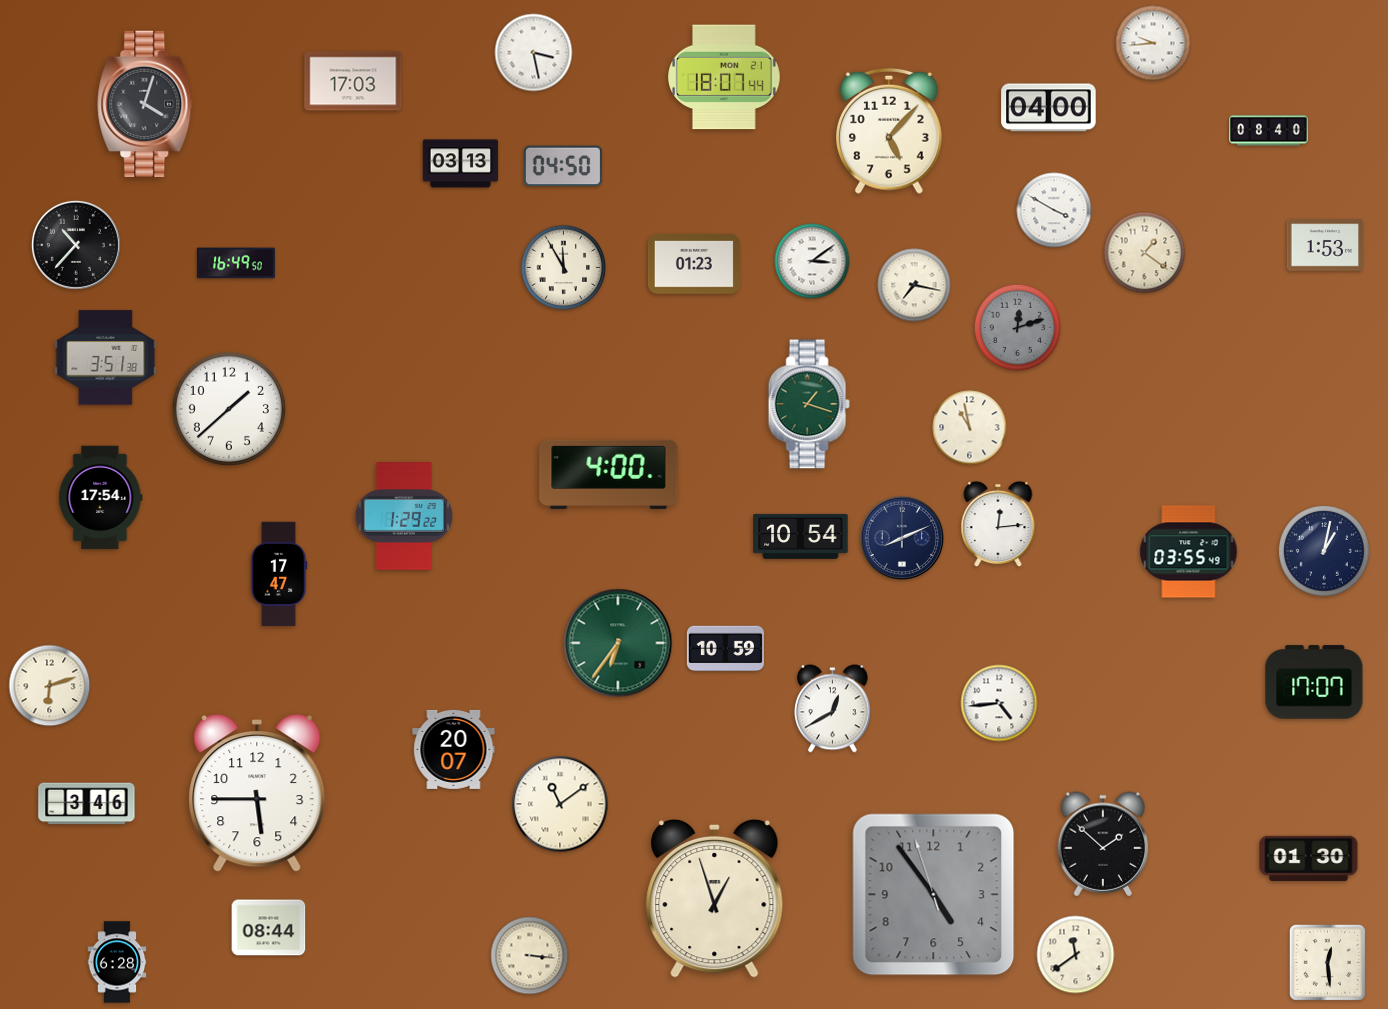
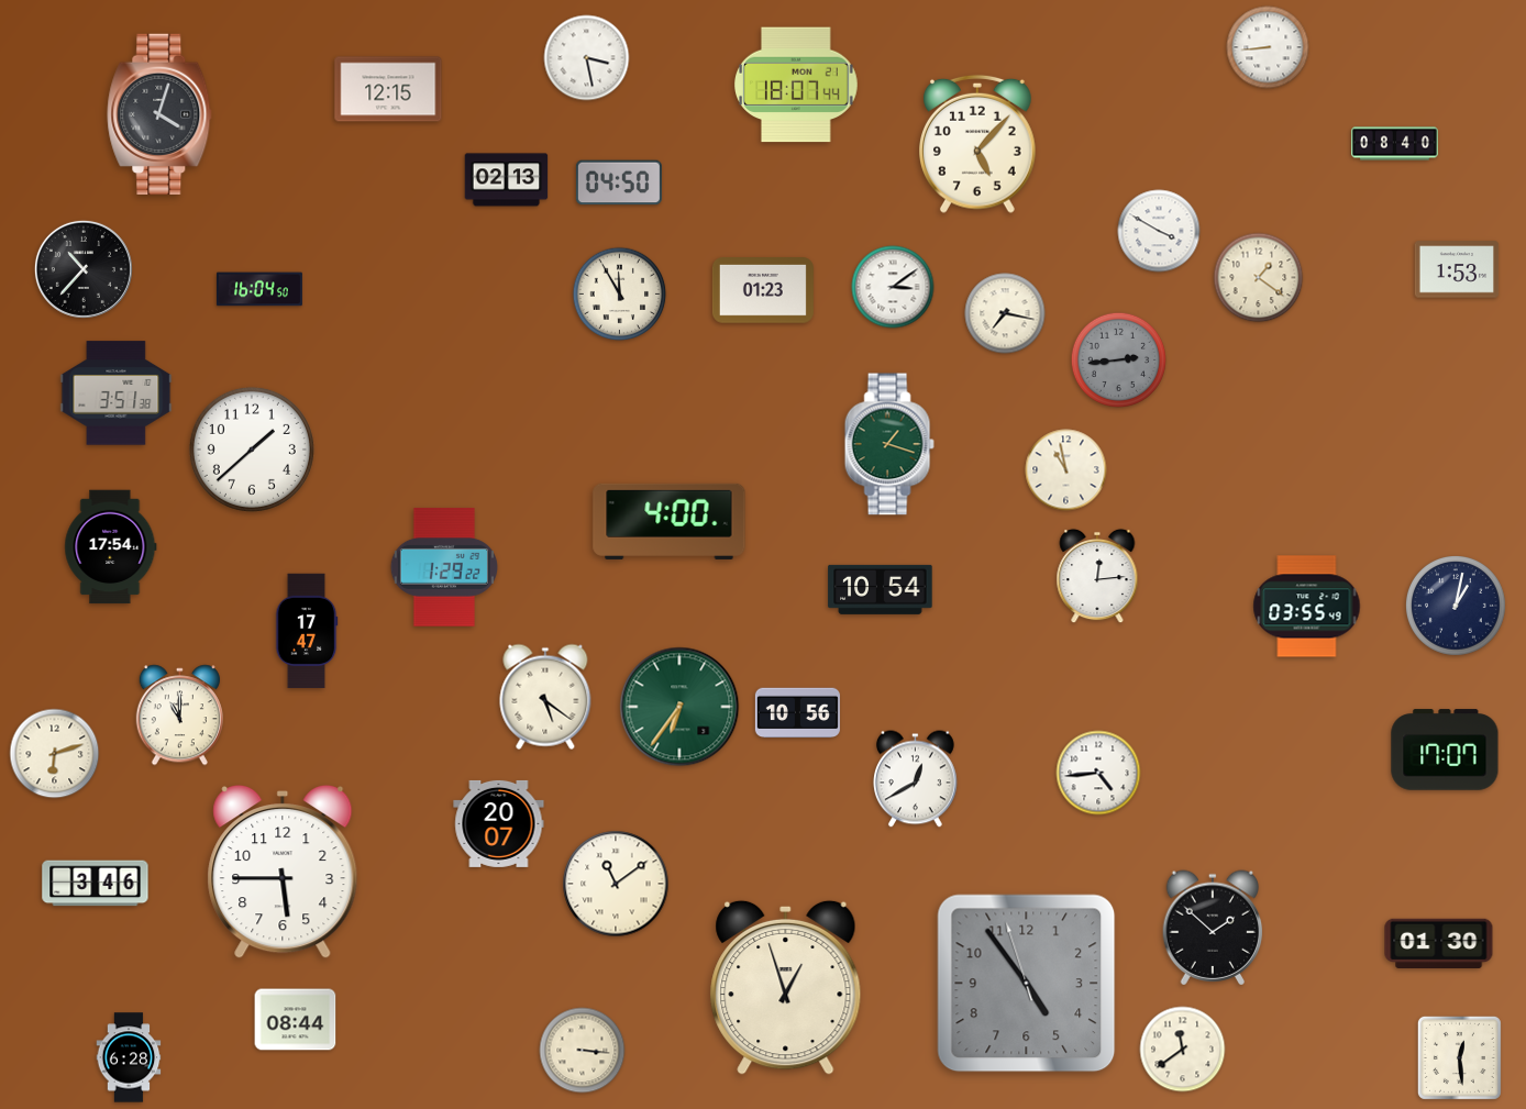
clock at (1153, 43): 9:44 -> 8:44
clock at (353, 81): 17:03 -> 12:15
clock at (1049, 108): 04:00 -> none
clock at (461, 164): 03:13 -> 02:13
clock at (236, 263): 16:49 -> 16:04
clock at (1017, 327): 12:12 -> 2:44
clock at (902, 538): 8:11 -> none
clock at (545, 697): none -> 5:21
clock at (725, 649): 10:59 -> 10:56
clock at (179, 716): none -> 11:00
